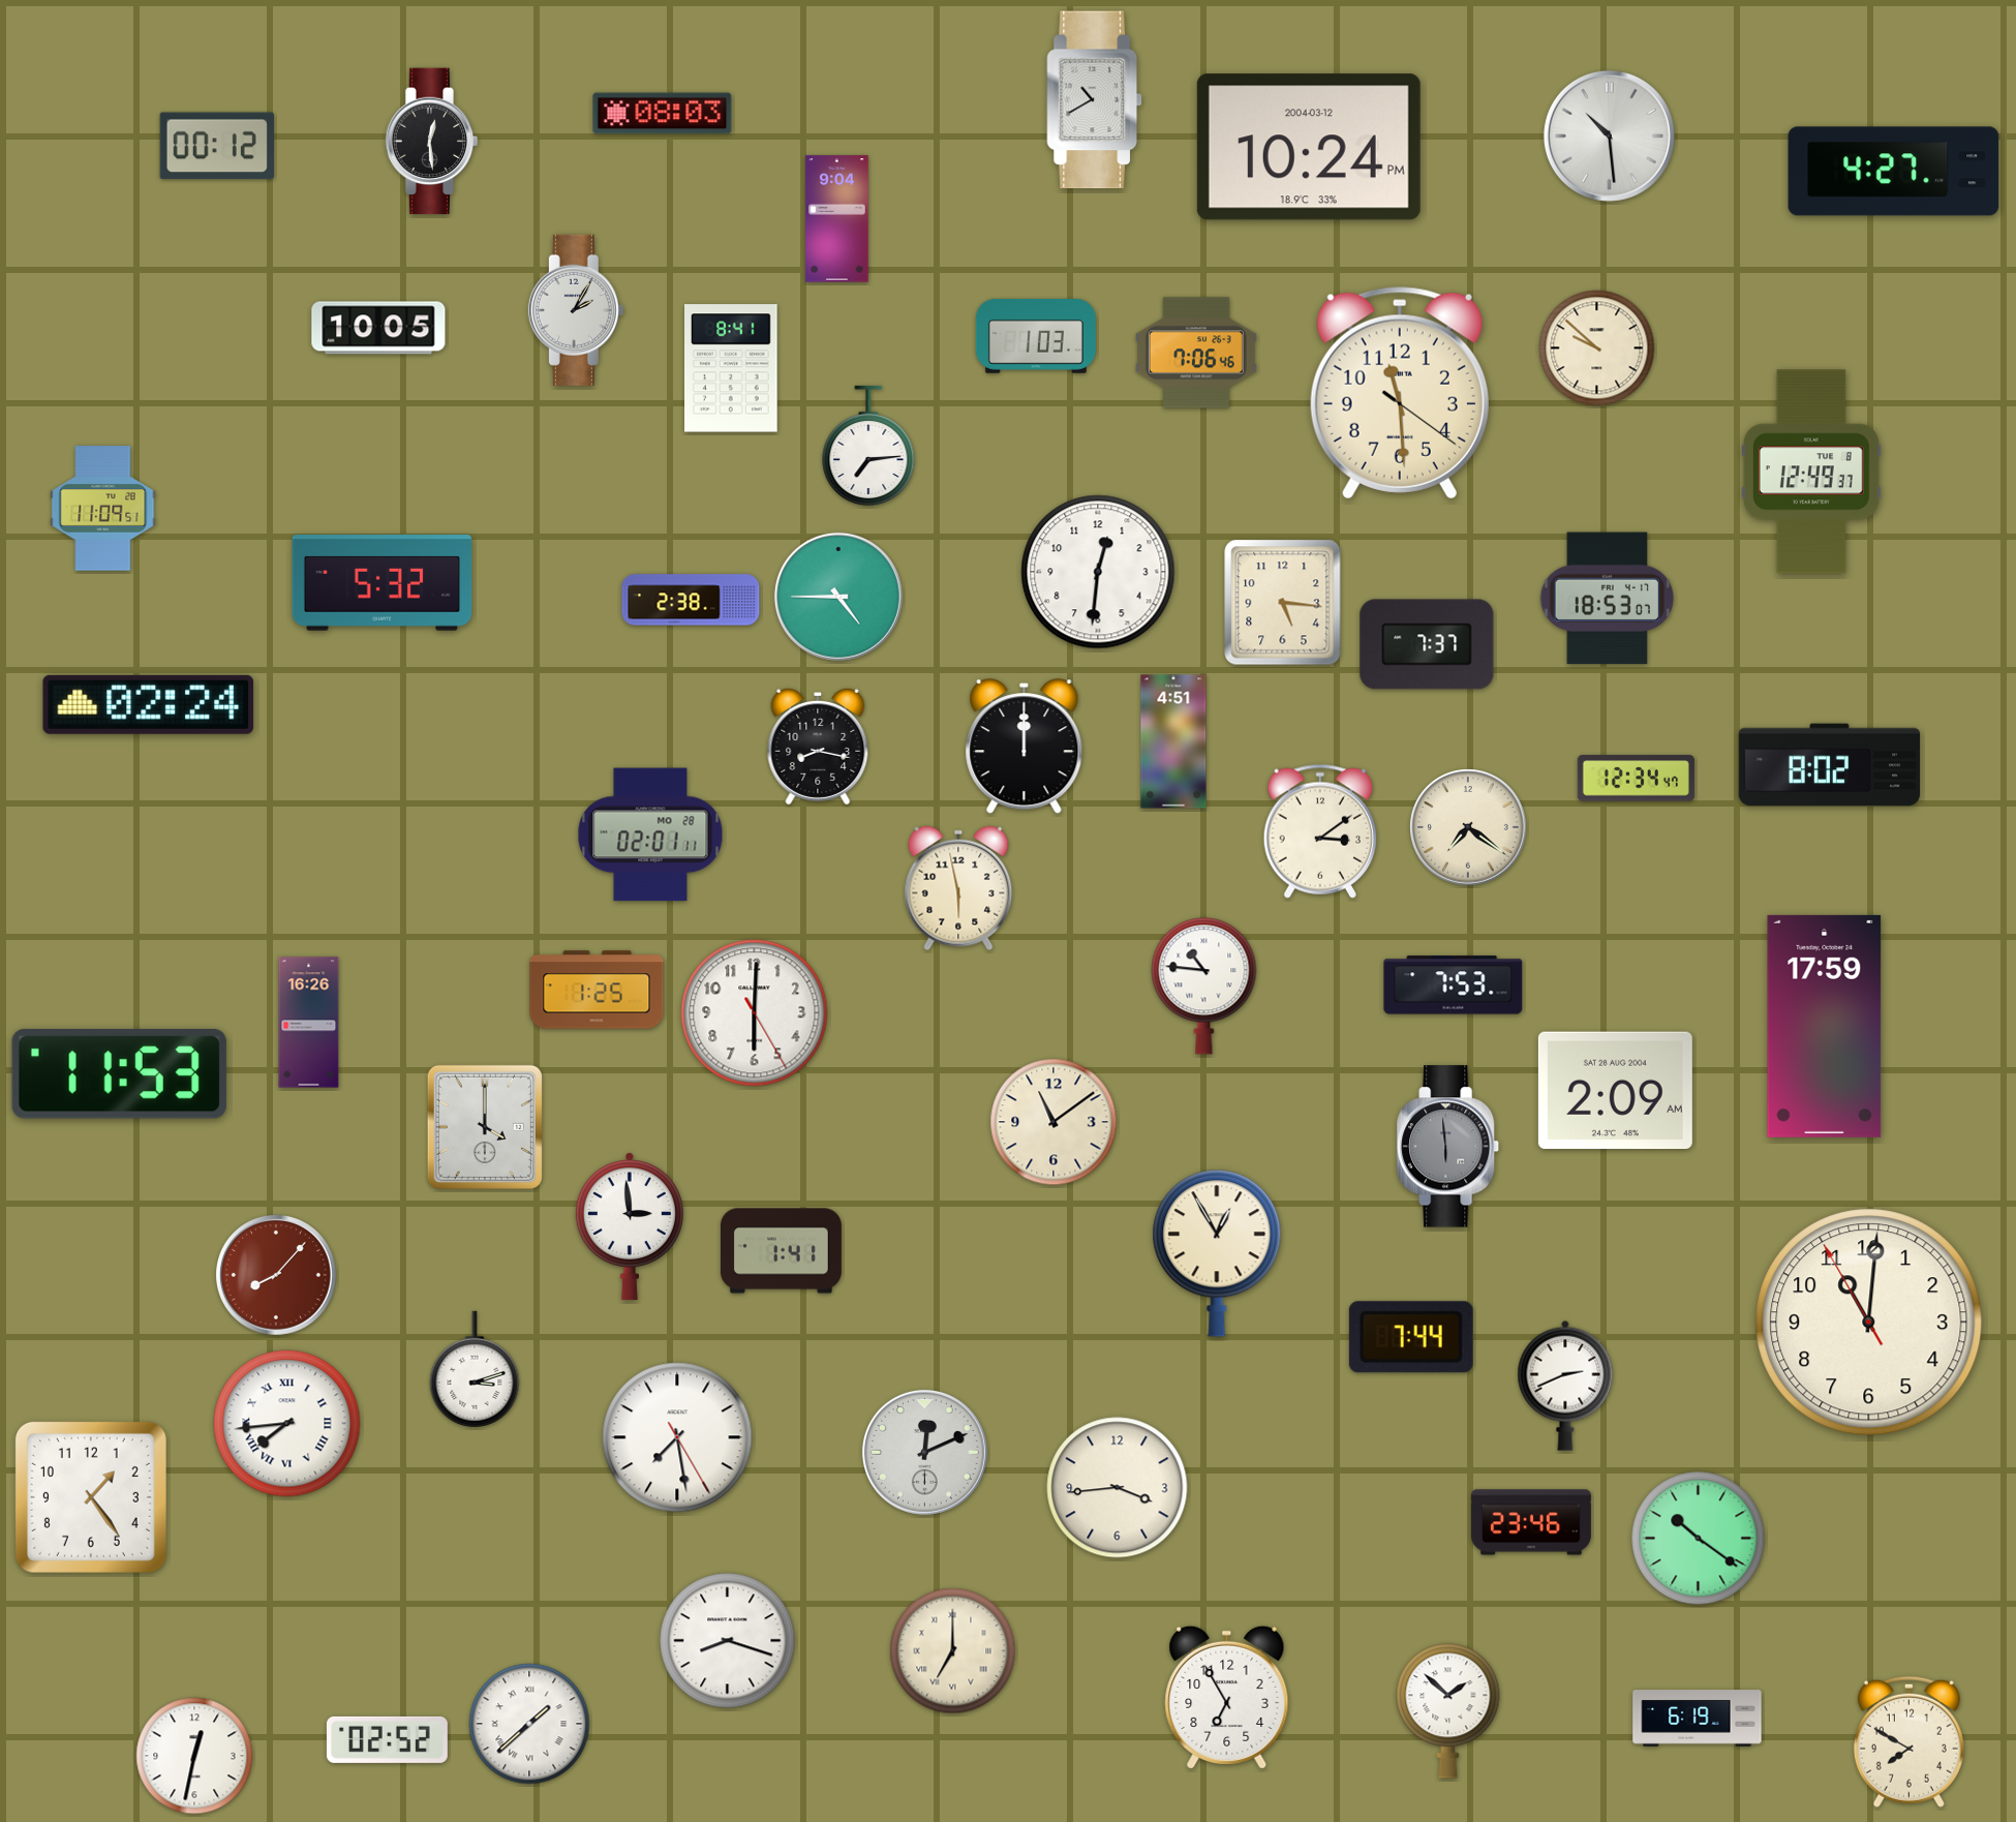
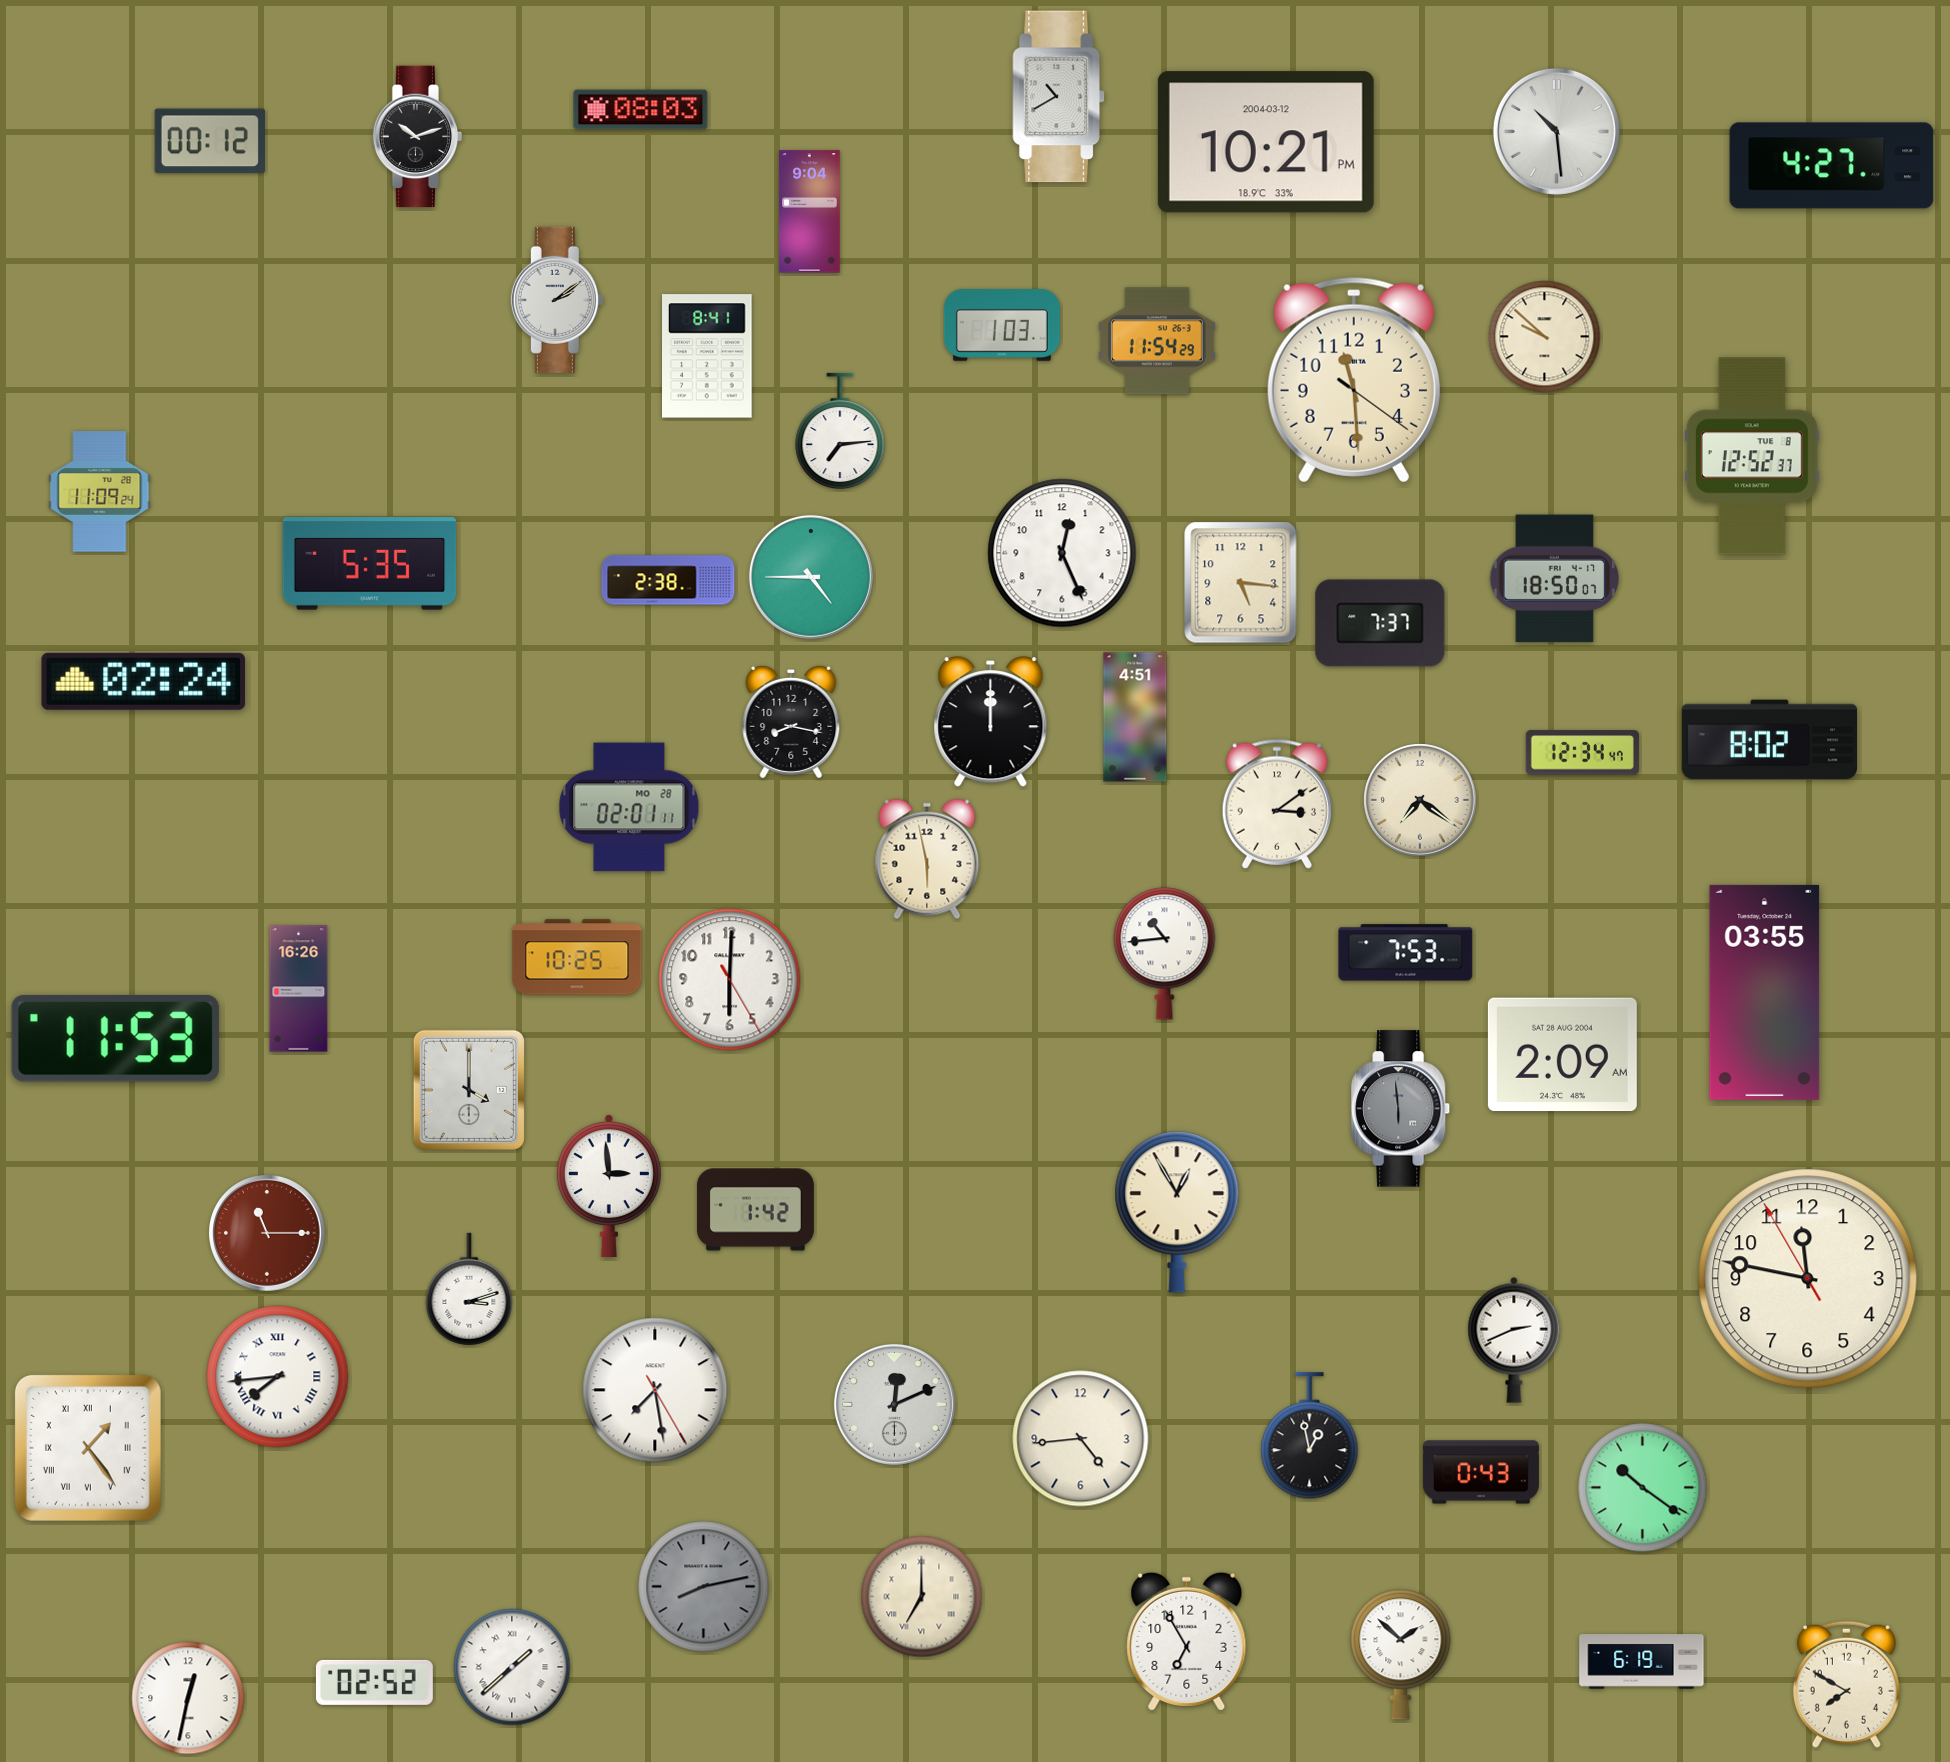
clock at (432, 142): 12:29 -> 10:12
clock at (1309, 147): 10:24 -> 10:21
clock at (576, 310): 2:05 -> 2:09
clock at (378, 328): 10:05 -> none
clock at (1196, 353): 7:06 -> 11:54
clock at (1811, 472): 12:49 -> 12:52
clock at (103, 509): 11:09:51 -> 11:09:24
clock at (1098, 572): 12:31 -> 12:26
clock at (383, 583): 5:32 -> 5:35
clock at (1607, 599): 18:53 -> 18:50
clock at (1204, 986): 10:46 -> 10:44
clock at (597, 990): 1:25 -> 10:25
clock at (1825, 1026): 17:59 -> 03:55
clock at (1053, 1122): 11:09 -> none
clock at (781, 1251): 1:41 -> 1:42
clock at (277, 1276): 8:07 -> 11:15
clock at (1869, 1323): 11:00 -> 11:46
clock at (1411, 1337): 7:44 -> none
clock at (475, 1369) position: (475, 1369) -> (469, 1289)
clock at (1310, 1436): none -> 12:58
clock at (1118, 1488): 3:44 -> 4:44
clock at (91, 1497) numerals: Arabic -> Roman
clock at (1531, 1522): 23:46 -> 0:43
clock at (728, 1641): 8:18 -> 8:13
clock at (728, 1641) dial: white -> grey
